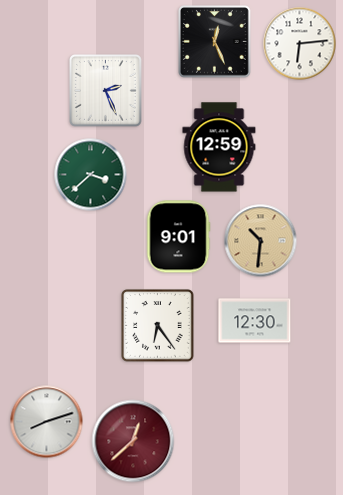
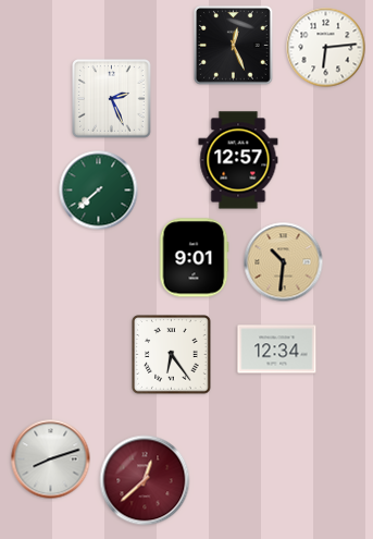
clock at (106, 91) position: (106, 91) -> (112, 99)
clock at (219, 147): 12:59 -> 12:57
clock at (91, 175): 3:38 -> 7:38
clock at (255, 321): 12:30 -> 12:34
